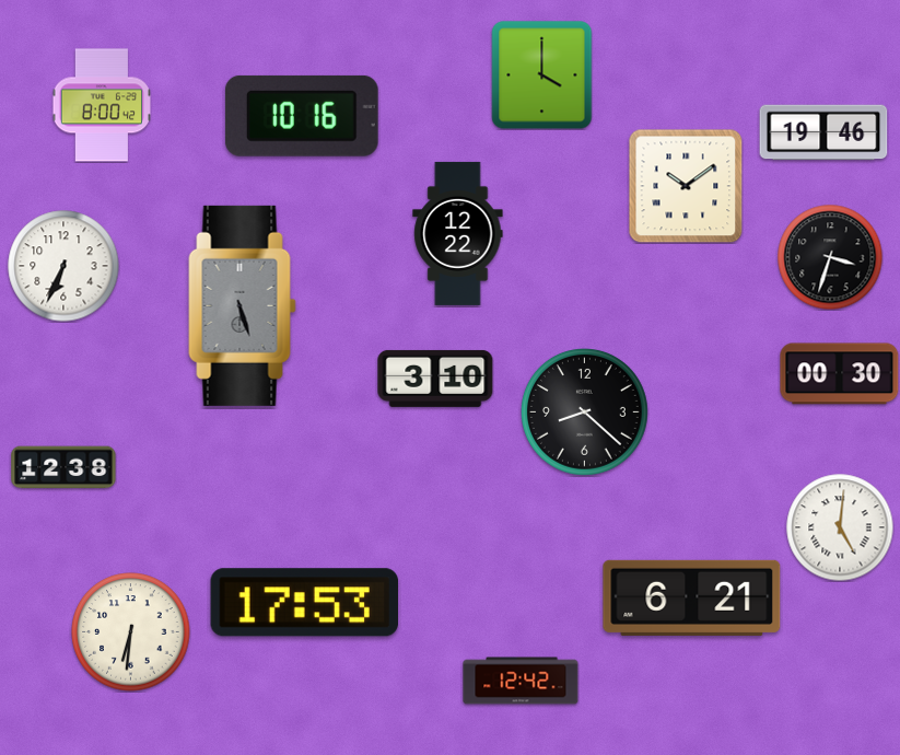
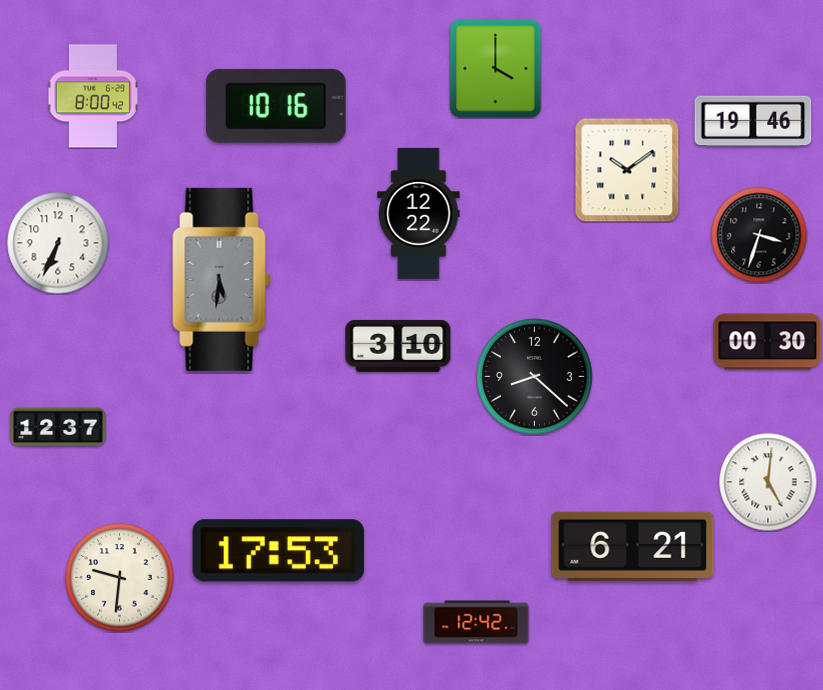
clock at (243, 305): 5:27 -> 5:31
clock at (63, 467): 12:38 -> 12:37
clock at (131, 632): 6:31 -> 9:31
